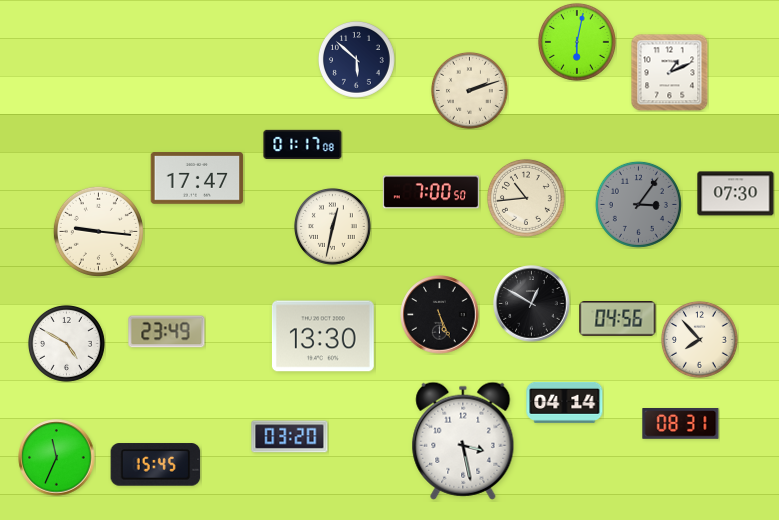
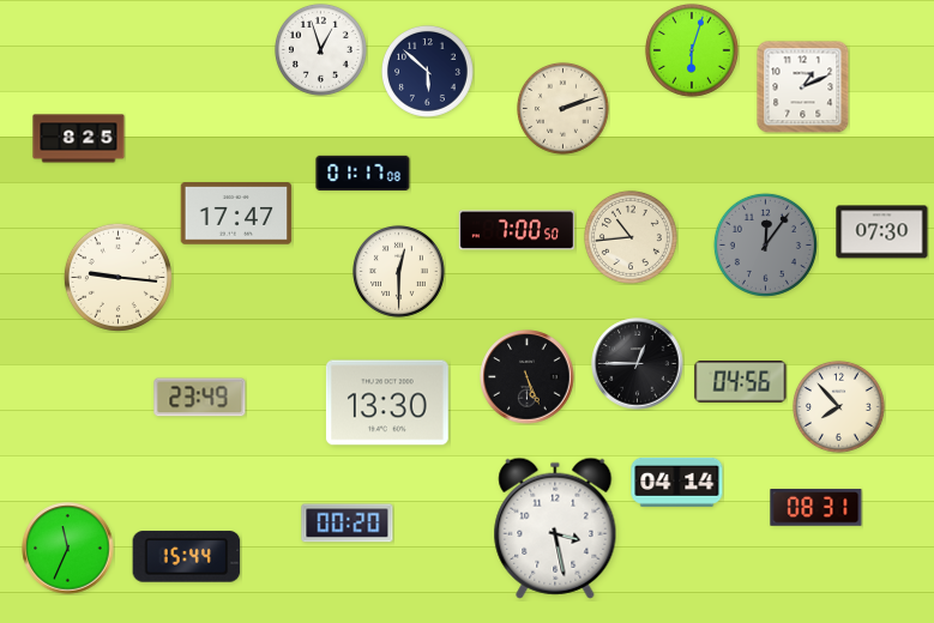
clock at (320, 49): none -> 12:57
clock at (577, 42): 6:02 -> 6:03
clock at (79, 139): none -> 8:25
clock at (638, 204): 3:06 -> 12:06
clock at (332, 226): 12:32 -> 12:30
clock at (532, 304): 12:50 -> 12:45
clock at (66, 343): 4:50 -> none
clock at (290, 437): 03:20 -> 00:20
clock at (156, 465): 15:45 -> 15:44
